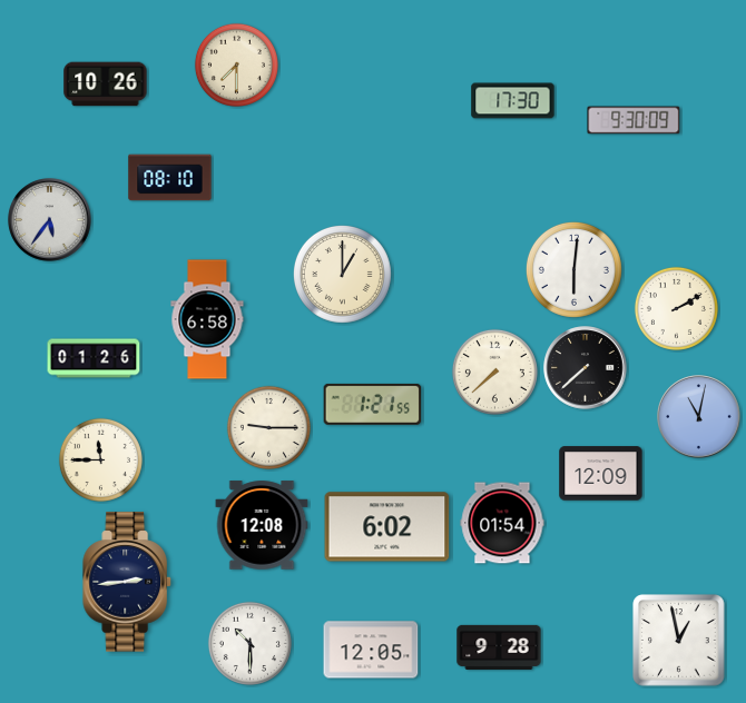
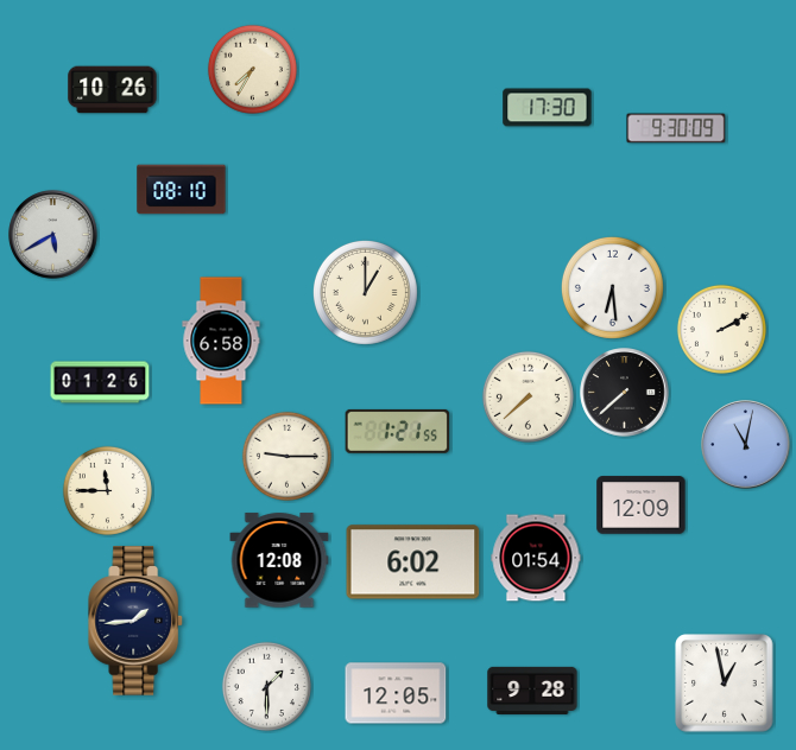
clock at (236, 65): 7:30 -> 7:35
clock at (50, 220): 5:36 -> 5:40
clock at (573, 269): 6:01 -> 6:29
clock at (128, 582): 2:44 -> 1:44
clock at (249, 643): 10:30 -> 1:30
